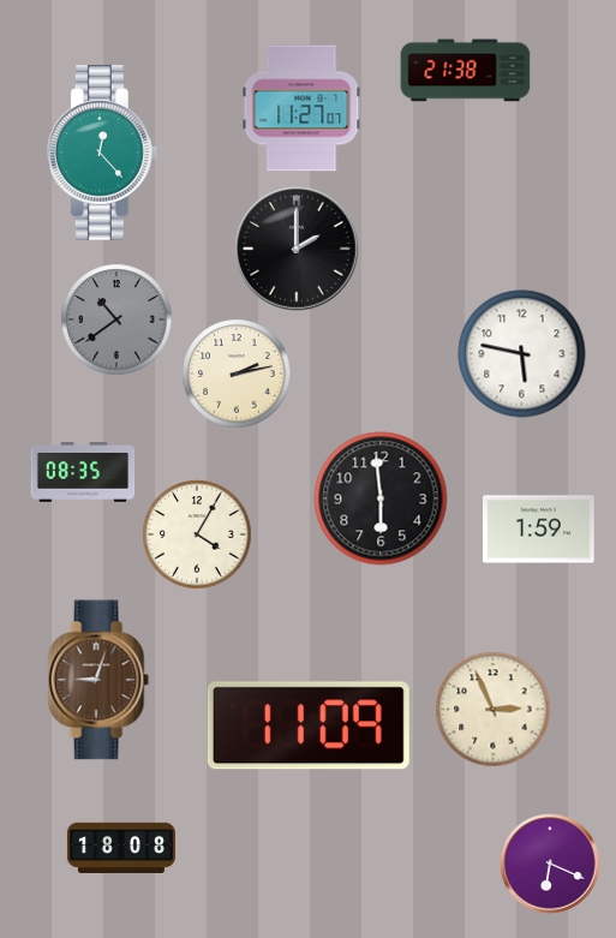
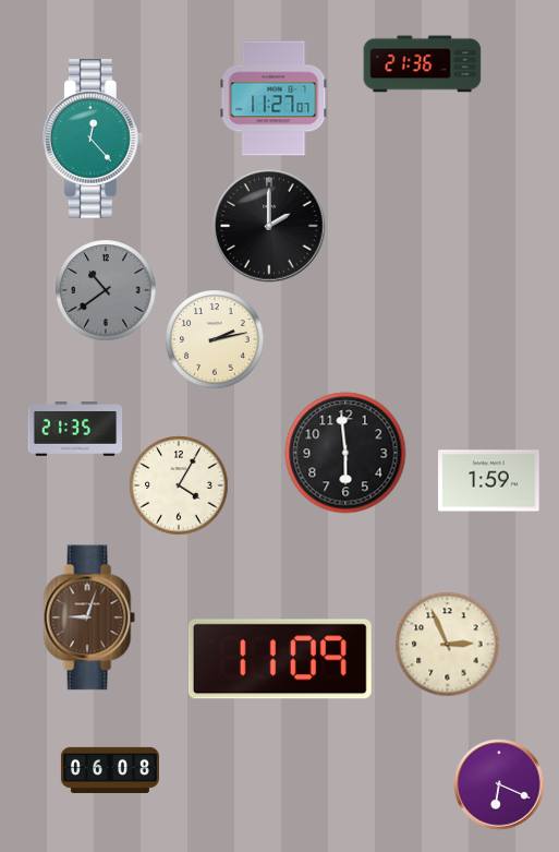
clock at (466, 71): 21:38 -> 21:36
clock at (522, 354): 5:47 -> none
clock at (83, 473): 08:35 -> 21:35
clock at (121, 847): 18:08 -> 06:08
